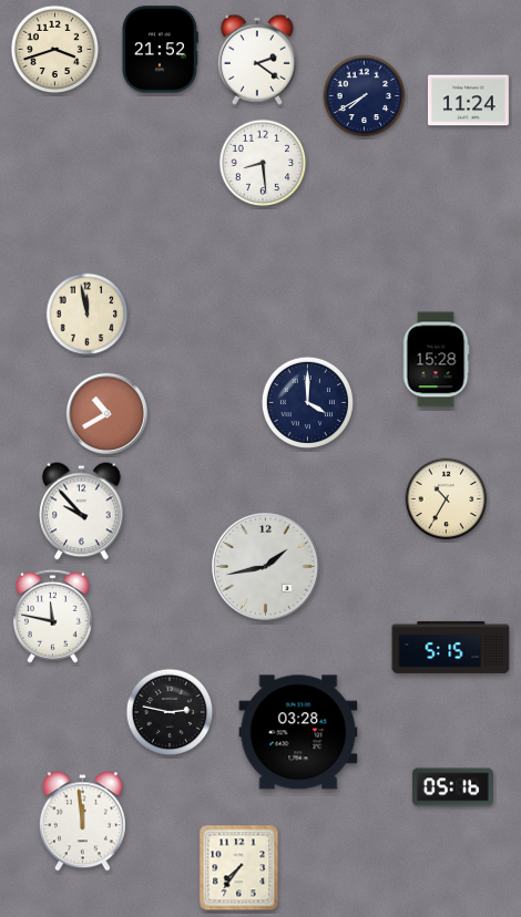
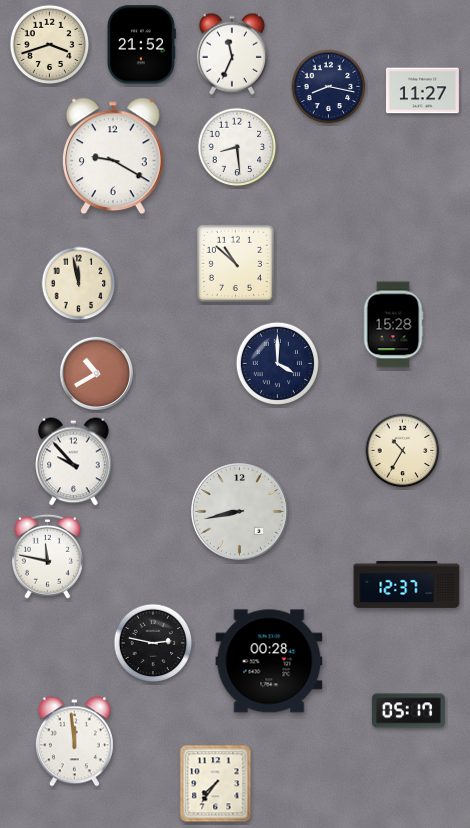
clock at (160, 50) position: (160, 50) -> (141, 45)
clock at (257, 60): 2:21 -> 11:34
clock at (365, 96): 7:40 -> 8:17
clock at (468, 101): 11:24 -> 11:27
clock at (114, 156): none -> 9:20
clock at (235, 263): none -> 10:52
clock at (266, 567): 1:43 -> 8:43
clock at (451, 647): 5:15 -> 12:37
clock at (298, 732): 03:28 -> 00:28
clock at (452, 787): 05:16 -> 05:17
